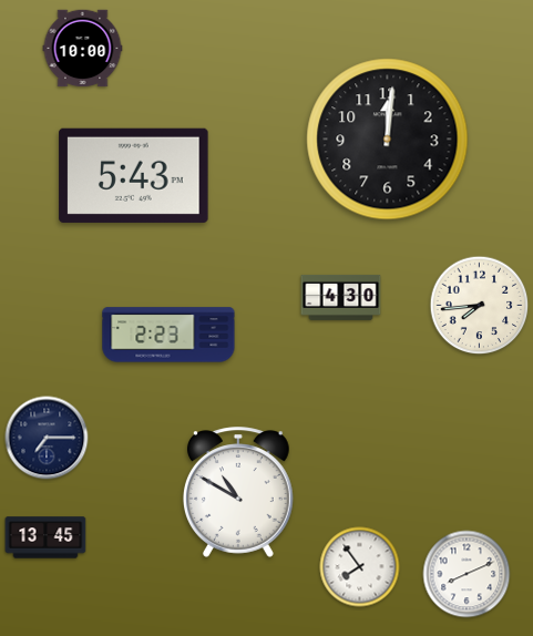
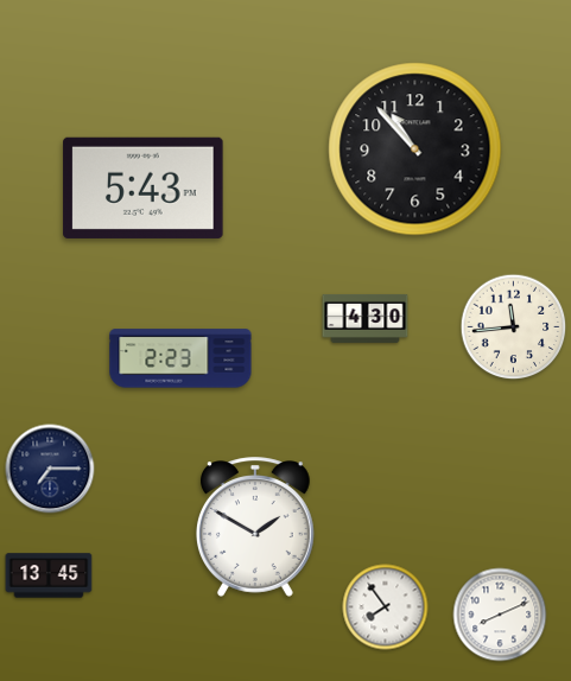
clock at (83, 49): 10:00 -> none
clock at (388, 140): 12:01 -> 10:53
clock at (480, 306): 7:44 -> 11:44
clock at (238, 492): 10:50 -> 1:50
